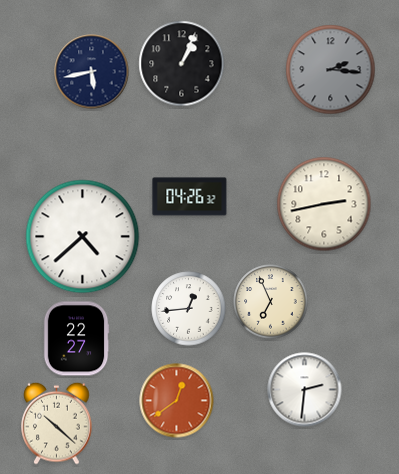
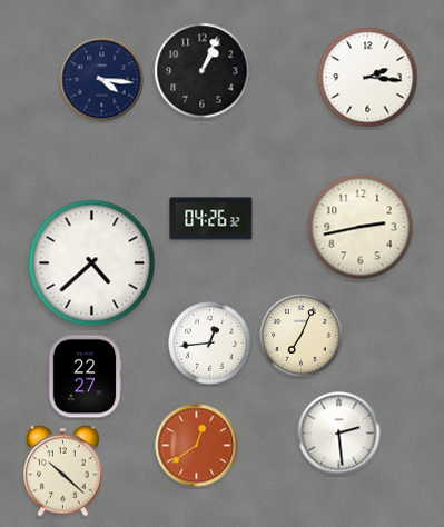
clock at (331, 70) dial: grey -> white
clock at (92, 72): 5:43 -> 4:16
clock at (271, 302): 6:56 -> 7:04
clock at (305, 390): 2:31 -> 2:29
